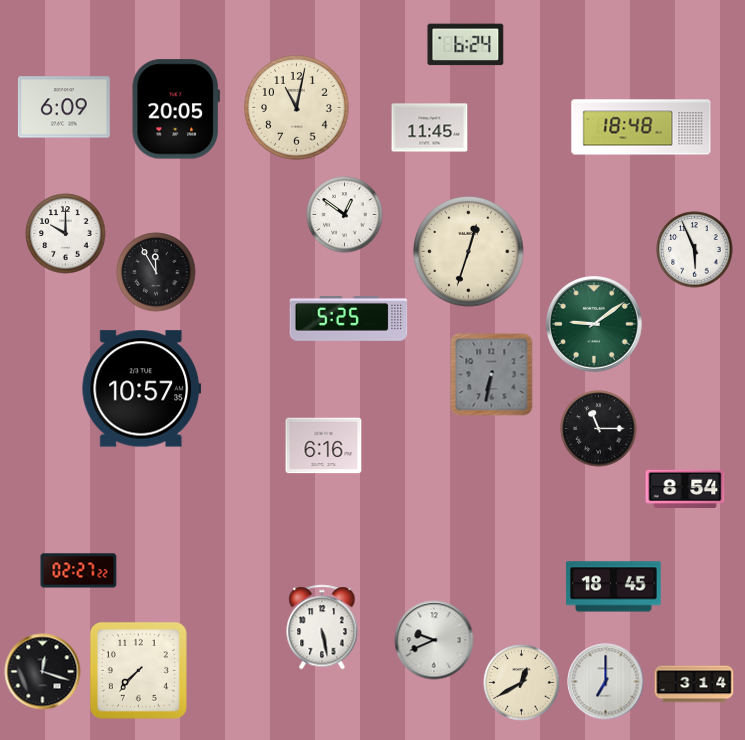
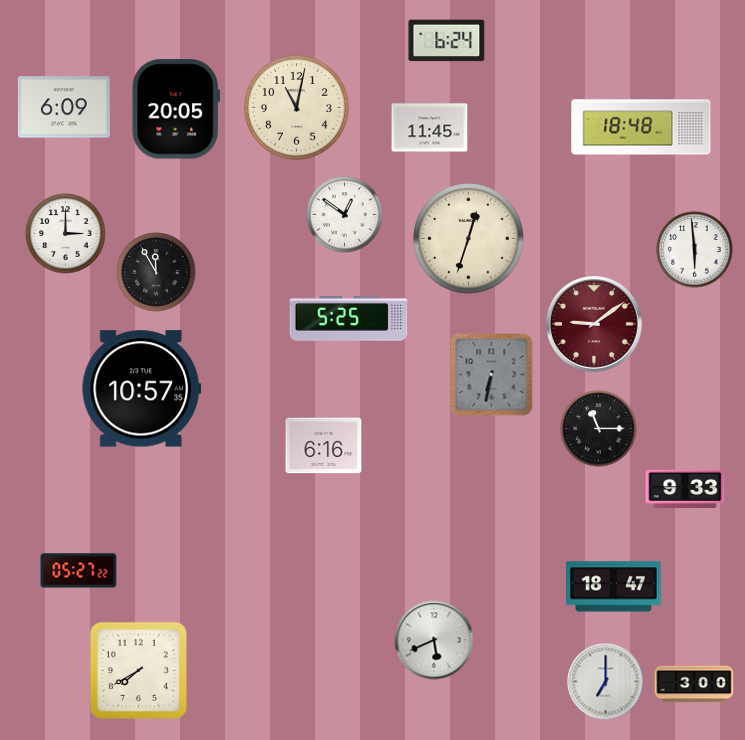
clock at (466, 45) position: (466, 45) -> (447, 41)
clock at (66, 234): 10:00 -> 3:00
clock at (695, 250): 5:56 -> 5:59
clock at (469, 252) position: (469, 252) -> (469, 239)
clock at (595, 325) dial: green -> burgundy
clock at (685, 488): 8:54 -> 9:33
clock at (79, 571): 02:27 -> 05:27
clock at (614, 587): 18:45 -> 18:47
clock at (322, 627): 5:28 -> none
clock at (434, 640): 9:41 -> 5:41
clock at (138, 670): 7:37 -> 7:40
clock at (43, 672): 12:18 -> none
clock at (522, 683): 12:40 -> none
clock at (694, 684): 3:14 -> 3:00
